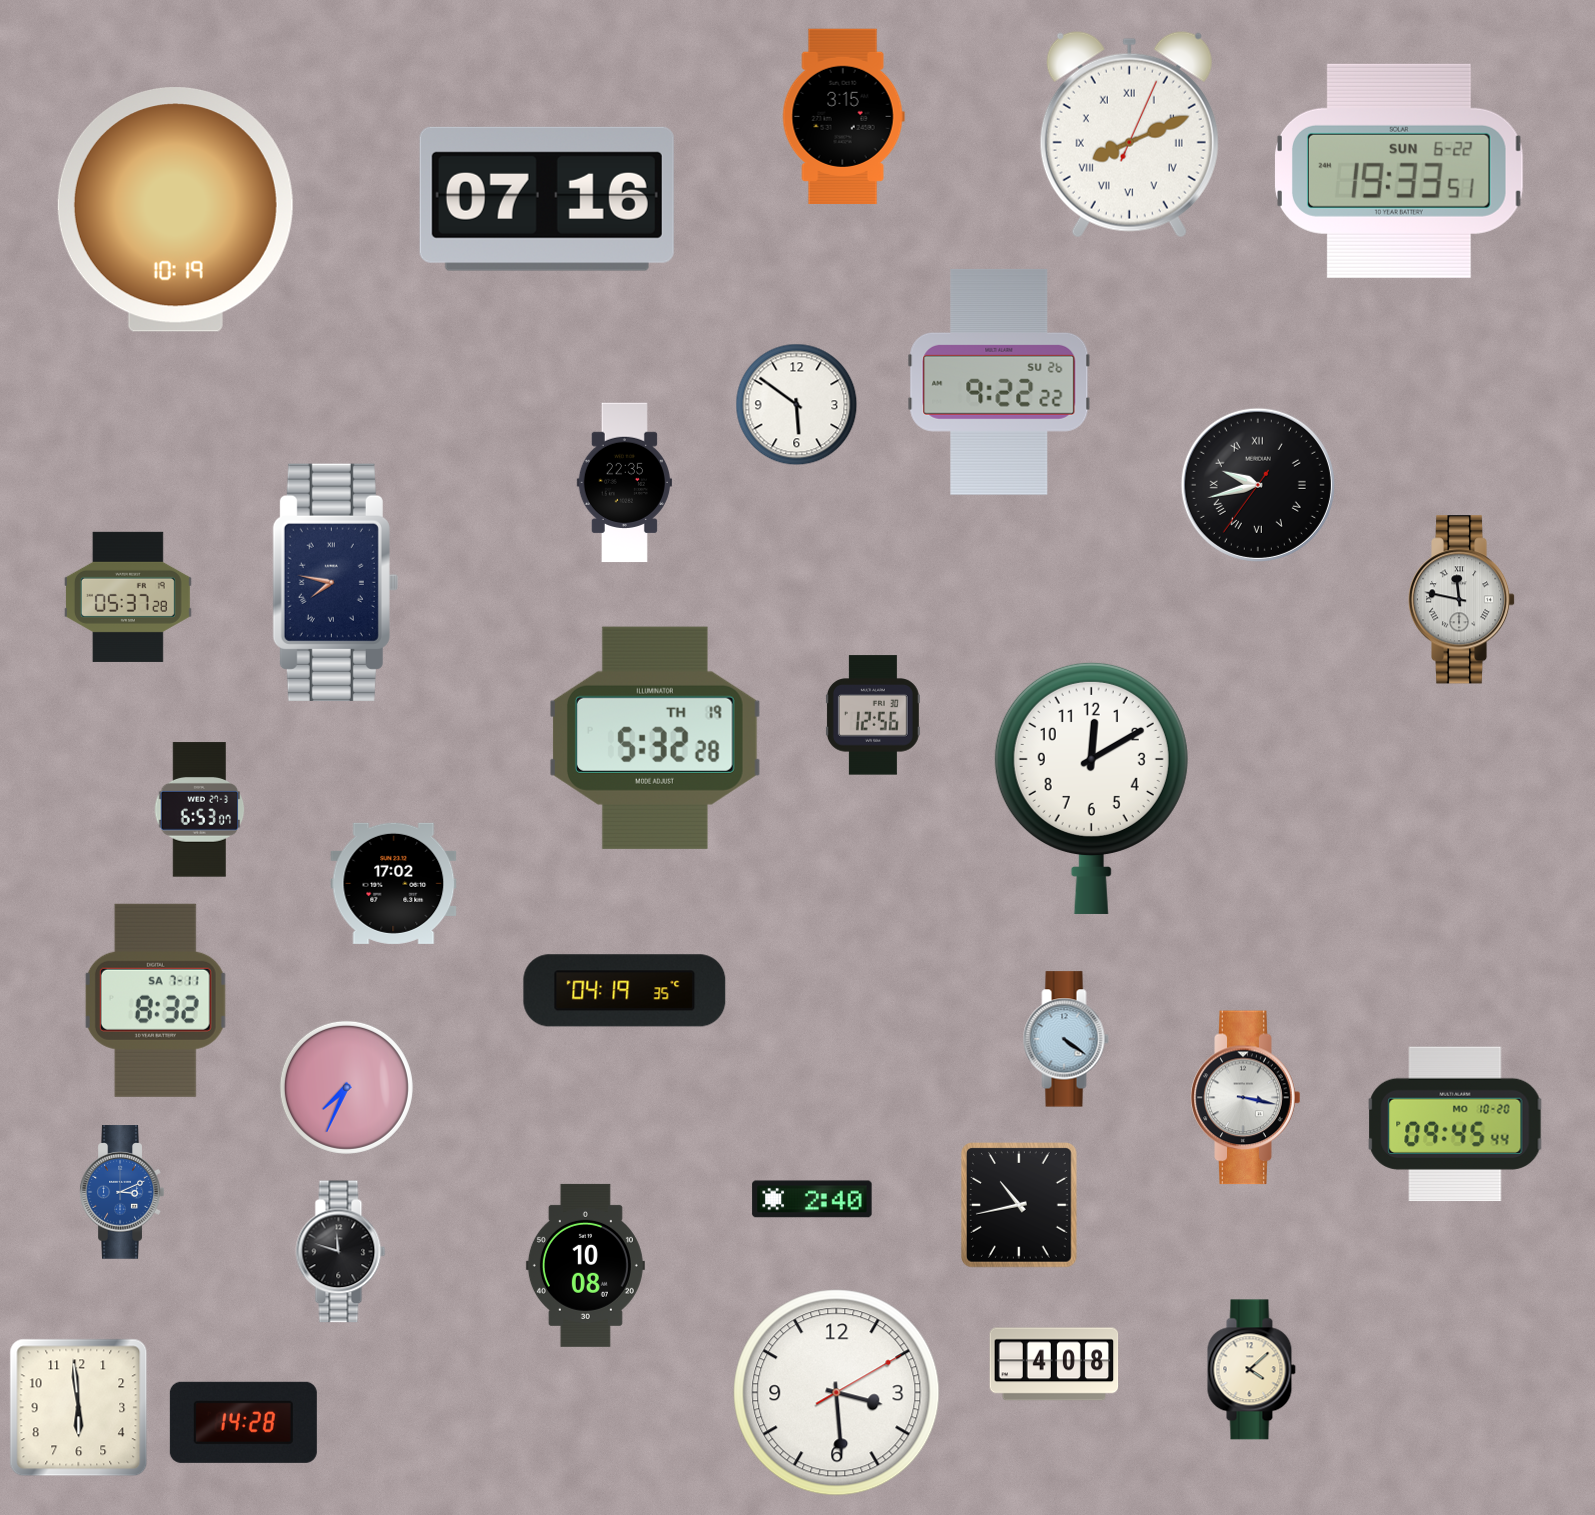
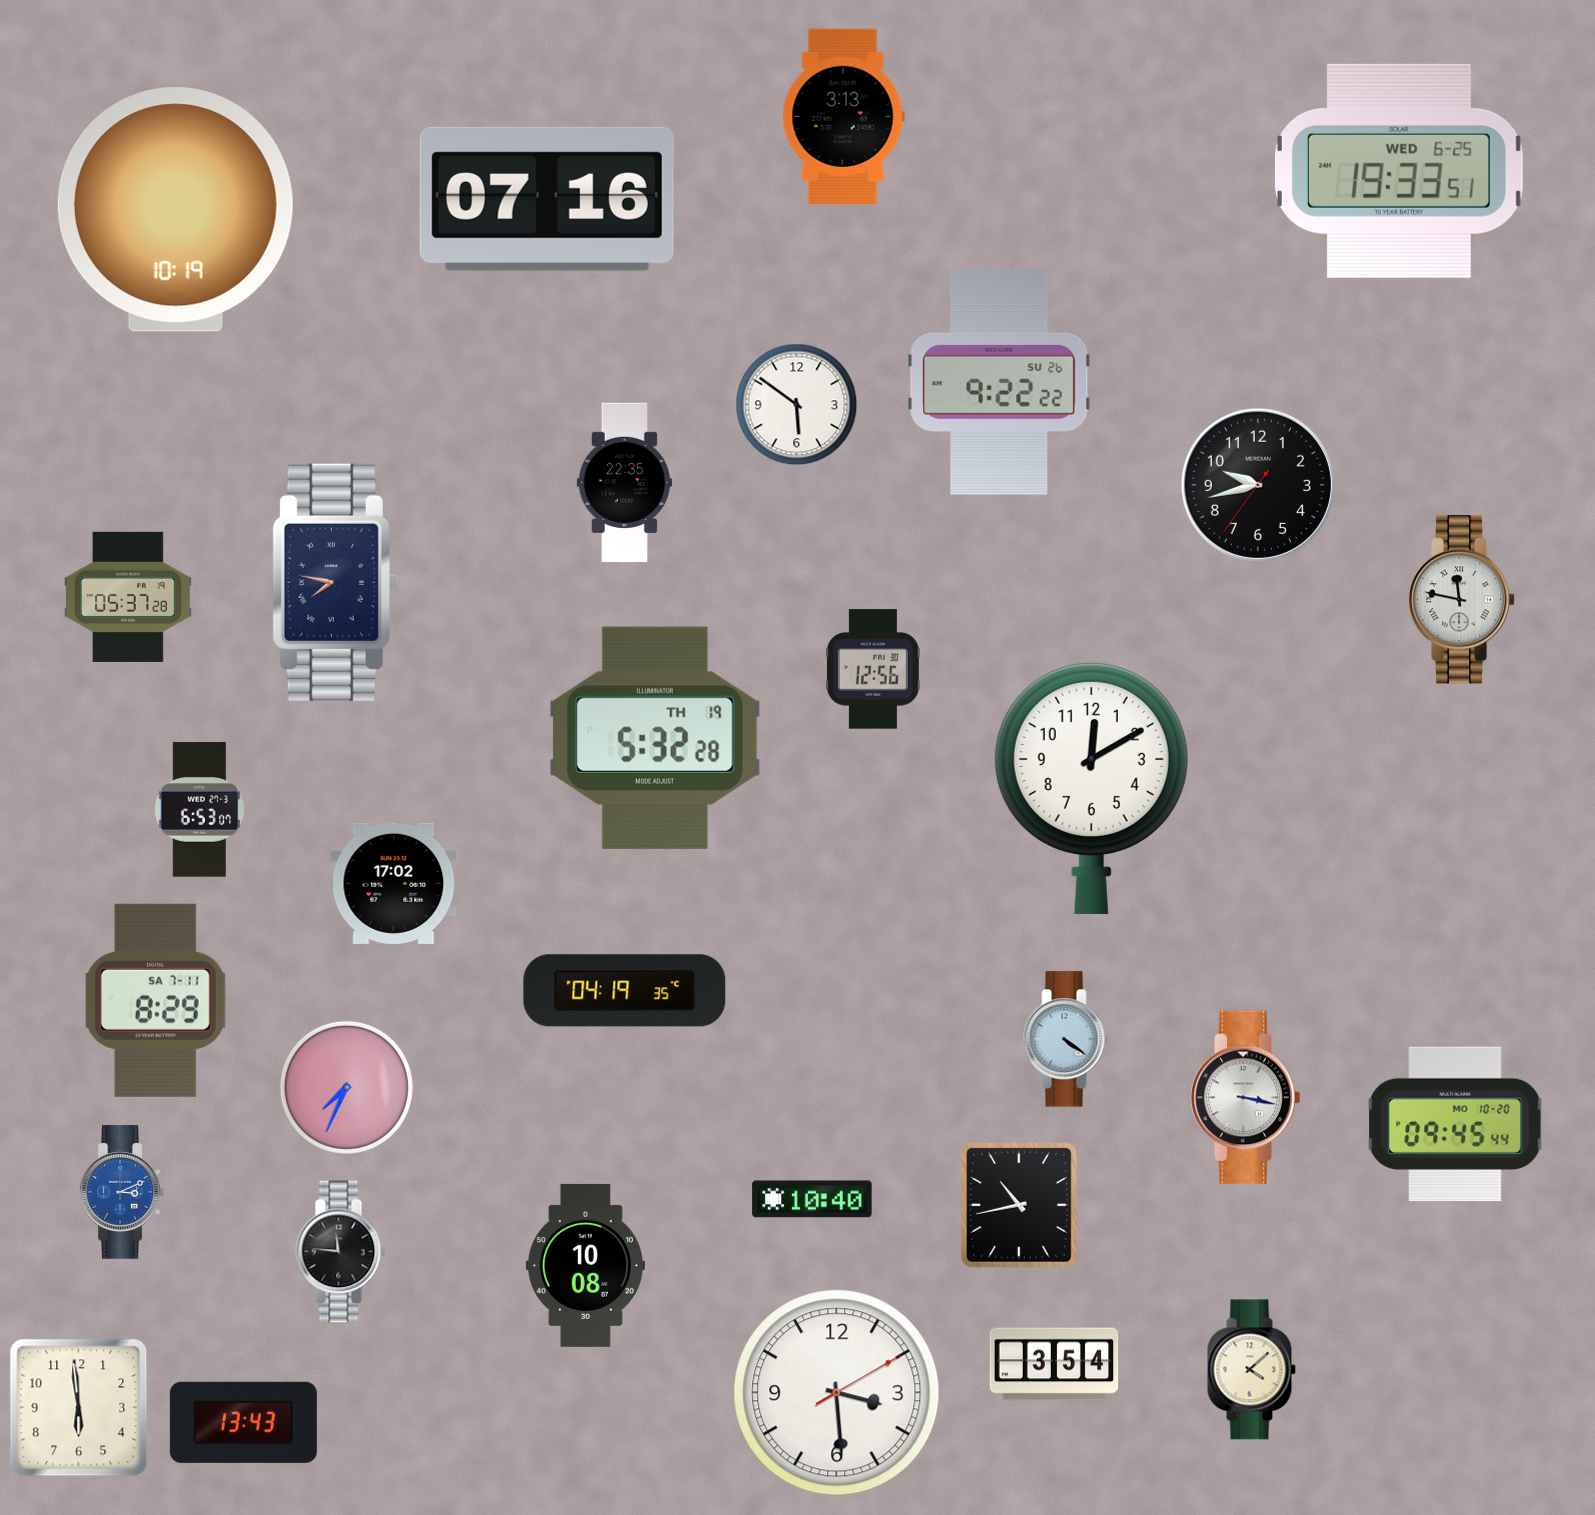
clock at (843, 116): 3:15 -> 3:13
clock at (1129, 134): 8:11 -> none
clock at (1399, 171) date: SUN 6-22 -> WED 6-25
clock at (1258, 485) numerals: Roman -> Arabic
clock at (873, 715) position: (873, 715) -> (873, 669)
clock at (155, 1000): 8:32 -> 8:29
clock at (812, 1199): 2:40 -> 10:40
clock at (341, 1252): 11:48 -> 11:46
clock at (1054, 1364): 4:08 -> 3:54
clock at (243, 1422): 14:28 -> 13:43
